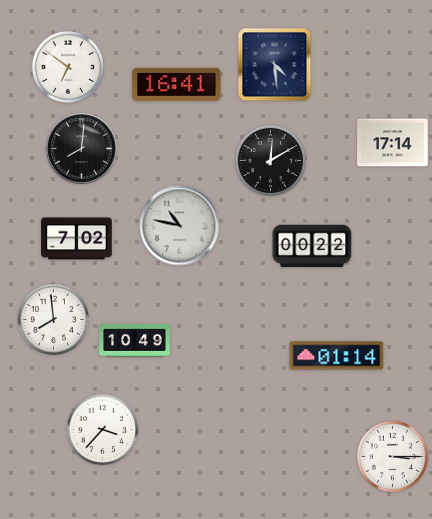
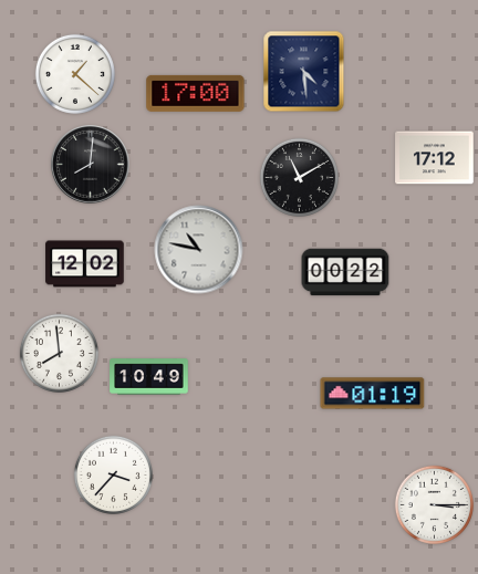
clock at (68, 67): 6:51 -> 1:22
clock at (177, 84): 16:41 -> 17:00
clock at (393, 143): 17:14 -> 17:12
clock at (270, 160): 12:10 -> 11:10
clock at (77, 239): 7:02 -> 12:02
clock at (337, 356): 01:14 -> 01:19
